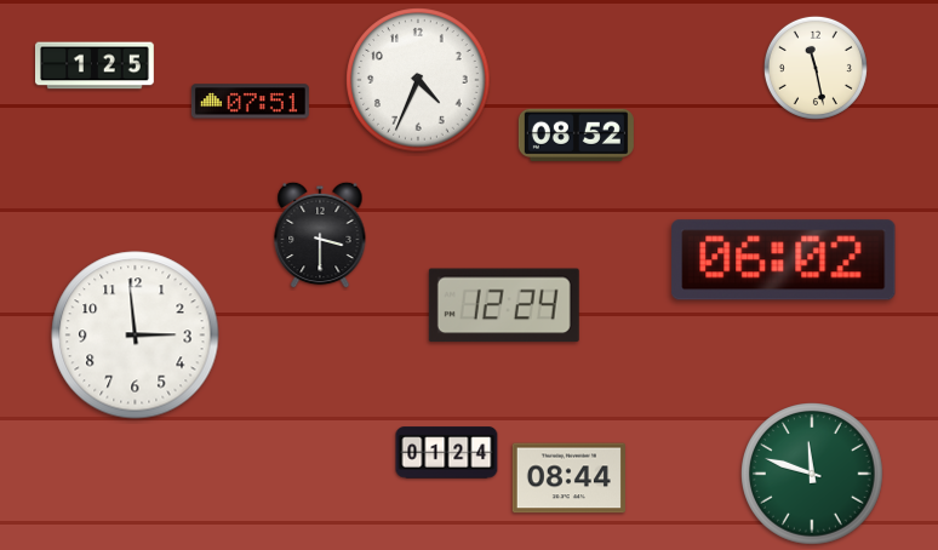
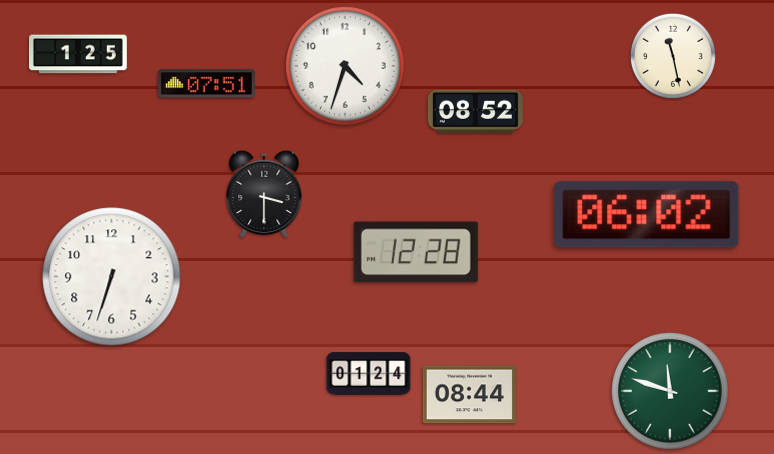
clock at (418, 80): 4:34 -> 4:33
clock at (504, 305): 12:24 -> 12:28
clock at (136, 336): 2:59 -> 6:33
